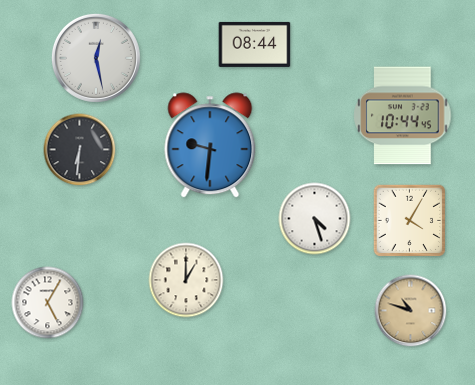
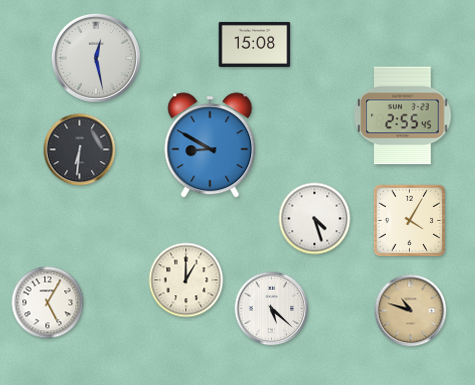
clock at (255, 44): 08:44 -> 15:08
clock at (403, 116): 10:44 -> 2:55
clock at (210, 145): 9:31 -> 8:50
clock at (272, 309): none -> 5:22
